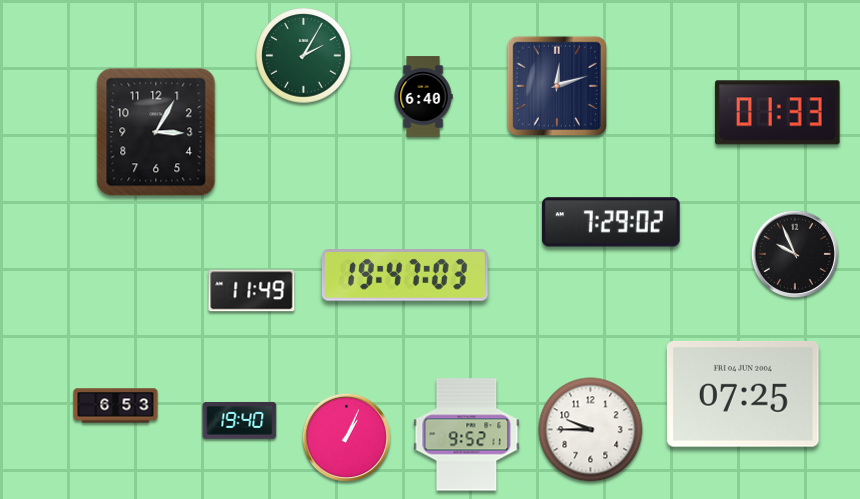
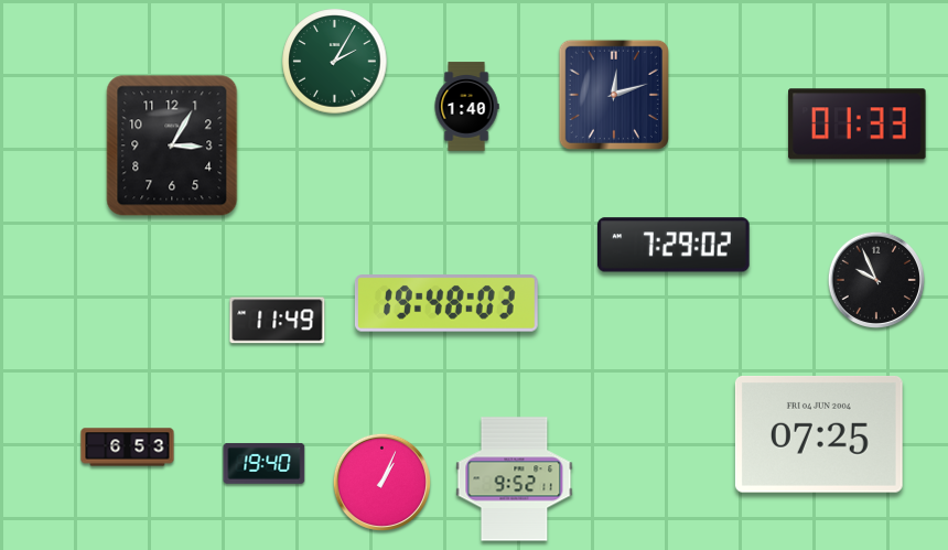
clock at (423, 97): 6:40 -> 1:40
clock at (405, 275): 19:47 -> 19:48
clock at (591, 430): 9:45 -> none
